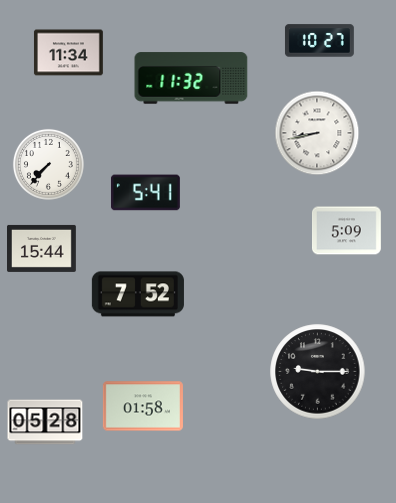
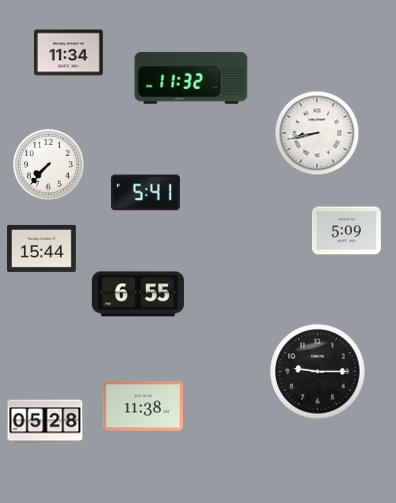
clock at (320, 41): 10:27 -> none
clock at (138, 294): 7:52 -> 6:55
clock at (143, 406): 01:58 -> 11:38
